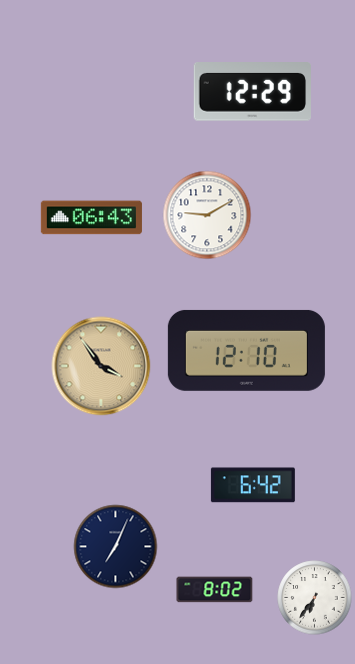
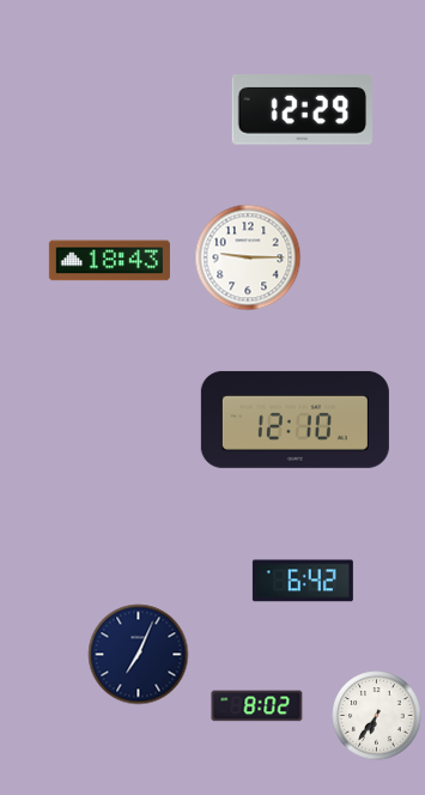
clock at (207, 215): 9:10 -> 9:15
clock at (91, 218): 06:43 -> 18:43
clock at (101, 366): 3:54 -> none
